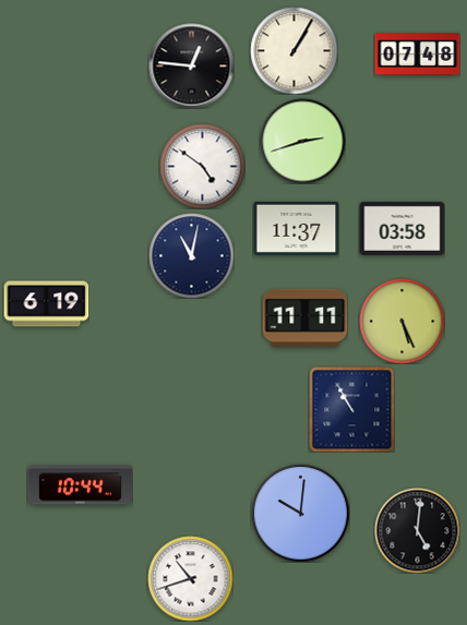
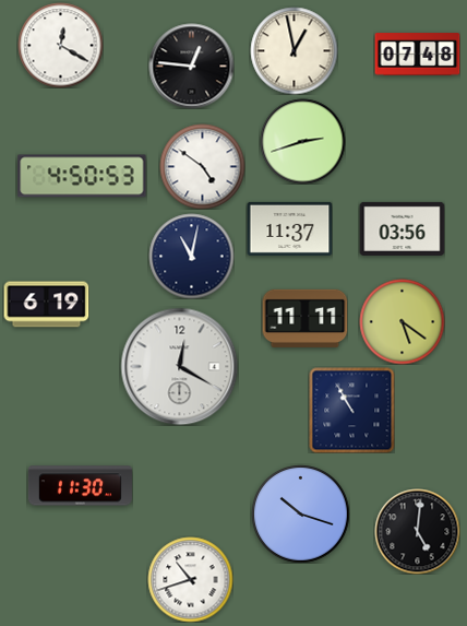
clock at (60, 45): none -> 12:20
clock at (294, 50): 1:05 -> 12:58
clock at (82, 176): none -> 4:50
clock at (296, 228) position: (296, 228) -> (289, 228)
clock at (402, 228): 03:58 -> 03:56
clock at (402, 321): 5:26 -> 5:21
clock at (179, 366): none -> 12:20
clock at (80, 485): 10:44 -> 11:30
clock at (301, 514): 10:01 -> 10:18
